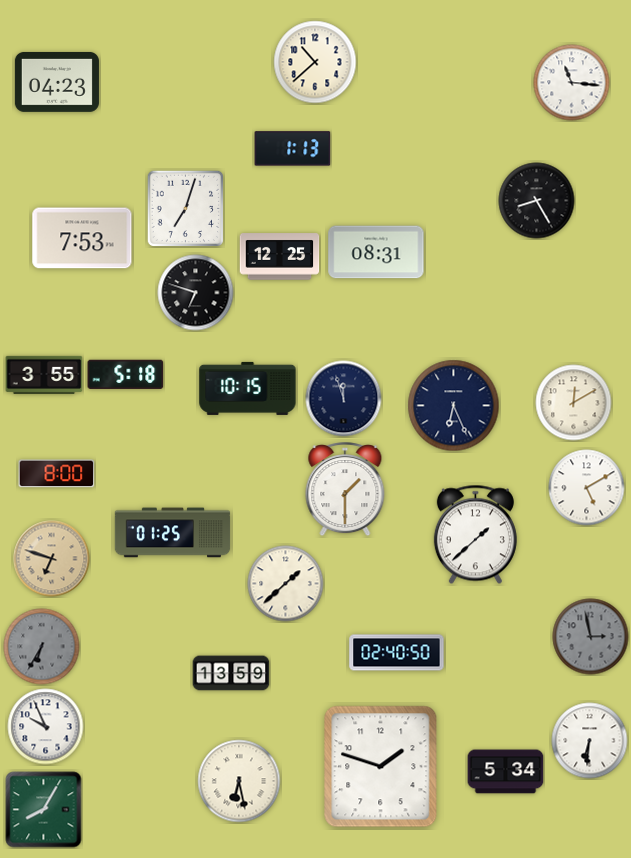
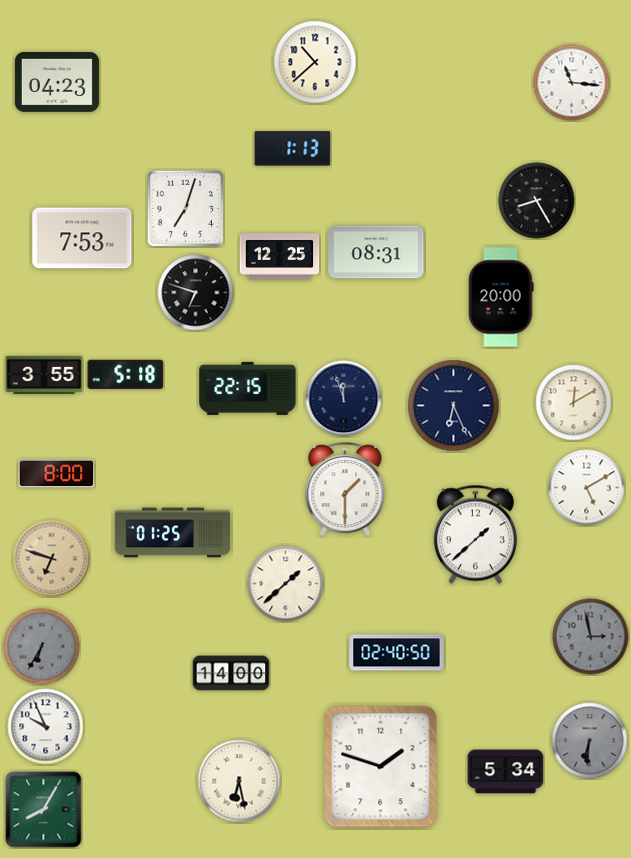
clock at (501, 297): none -> 20:00
clock at (248, 388): 10:15 -> 22:15
clock at (231, 673): 13:59 -> 14:00
clock at (590, 741) dial: white -> grey
